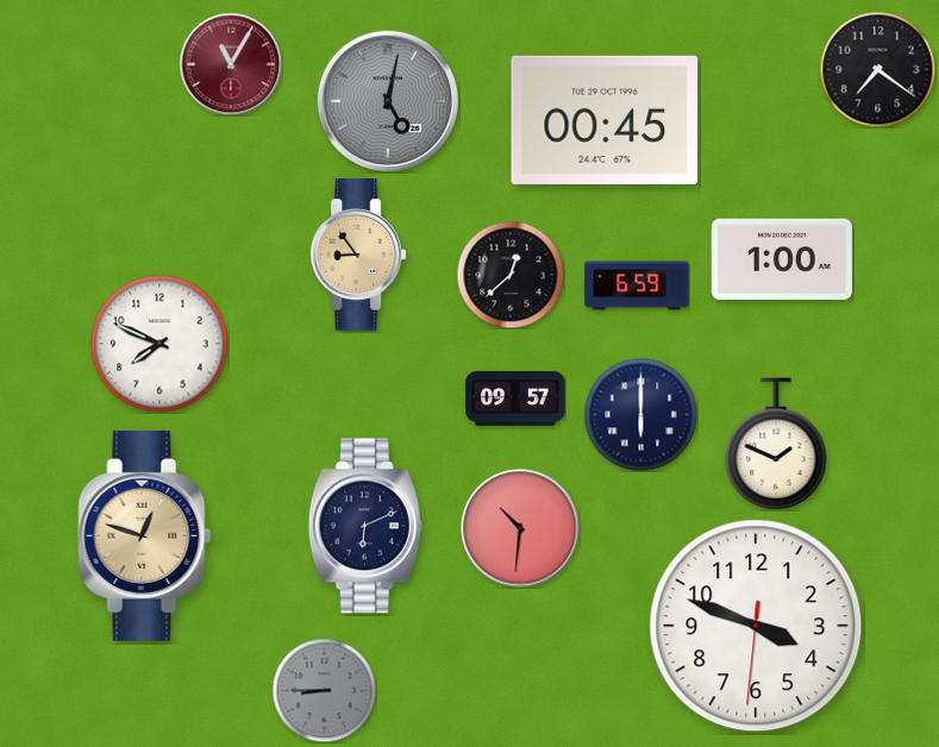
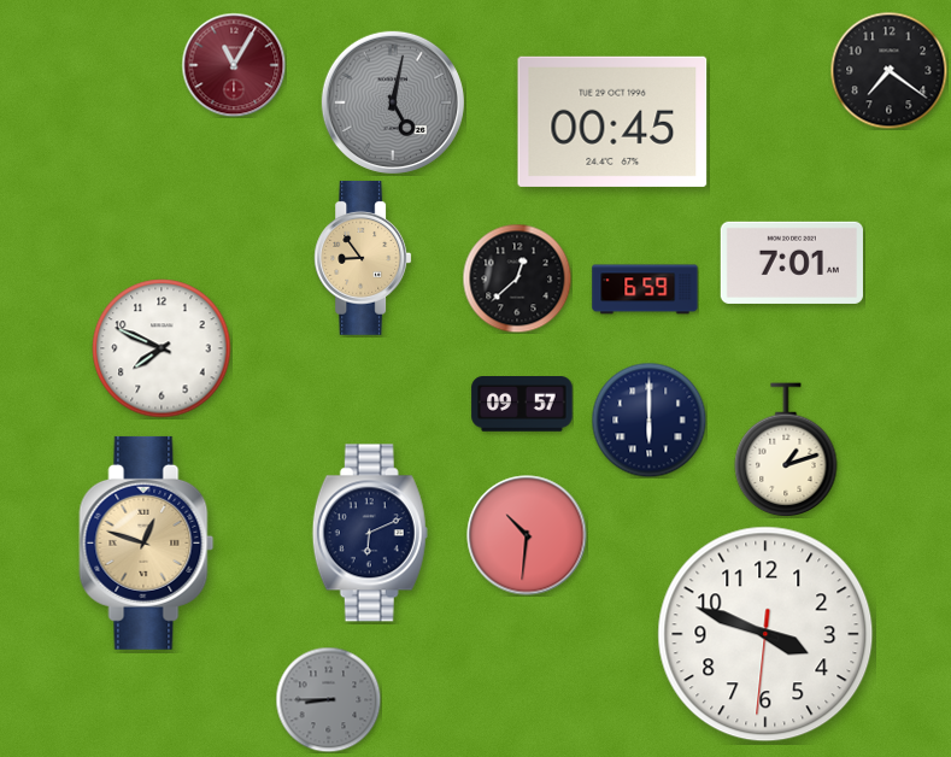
clock at (782, 259): 1:00 -> 7:01
clock at (776, 444): 1:49 -> 1:12
